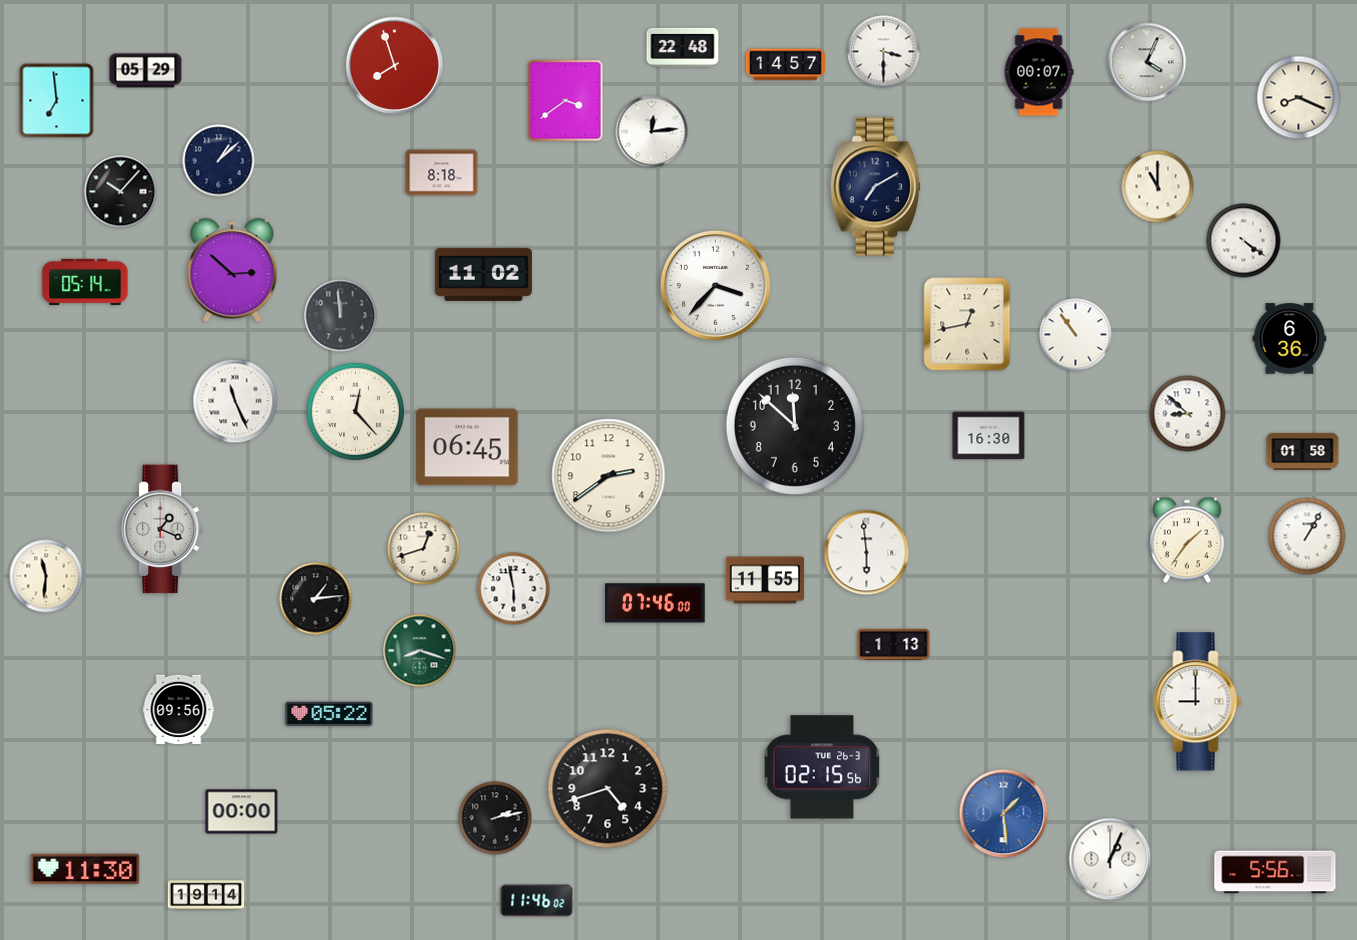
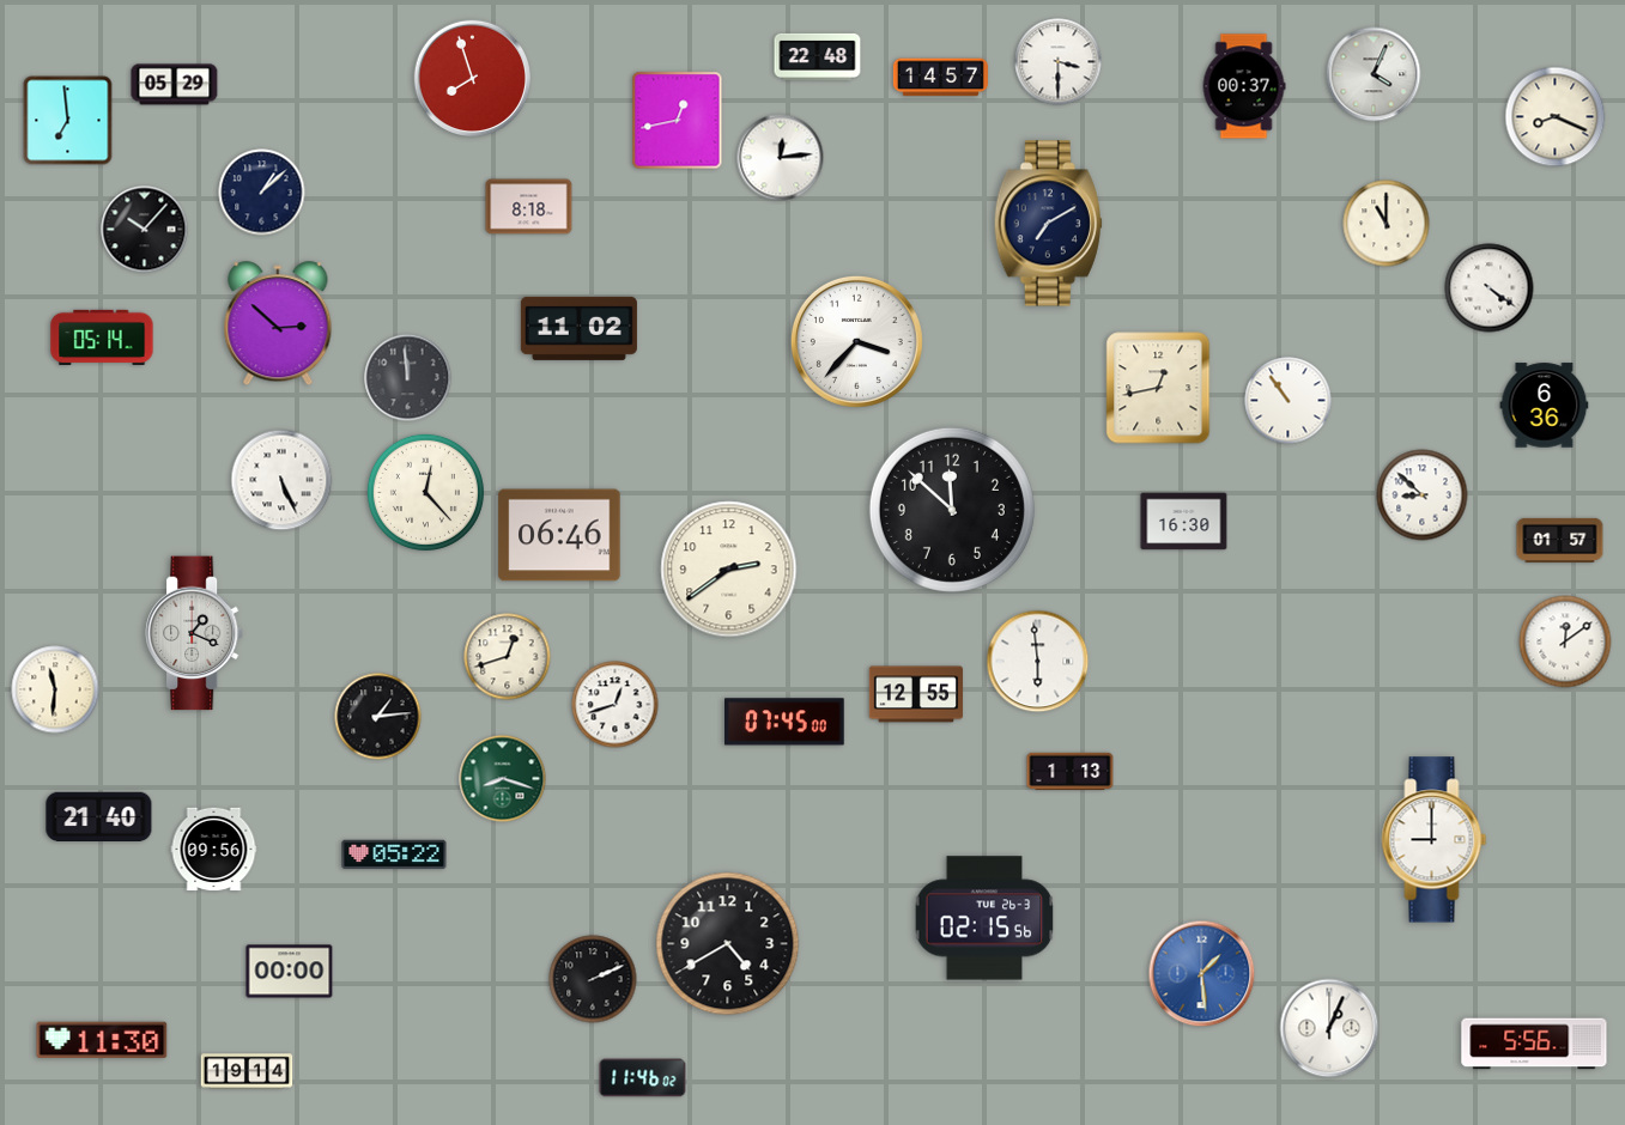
clock at (1039, 72): 00:07 -> 00:37
clock at (566, 101): 3:39 -> 12:43
clock at (235, 401): 11:26 -> 5:26
clock at (467, 447): 06:45 -> 06:46
clock at (1303, 451): 01:58 -> 01:57
clock at (1307, 536): 1:05 -> 12:09
clock at (1187, 540): 1:36 -> none
clock at (764, 580): 11:55 -> 12:55
clock at (514, 589): 5:58 -> 12:42
clock at (656, 603): 07:46 -> 07:45
clock at (99, 817): none -> 21:40
clock at (608, 789): 4:42 -> 4:40
clock at (495, 818): 2:13 -> 2:11
clock at (1275, 872) position: (1275, 872) -> (1534, 1044)
